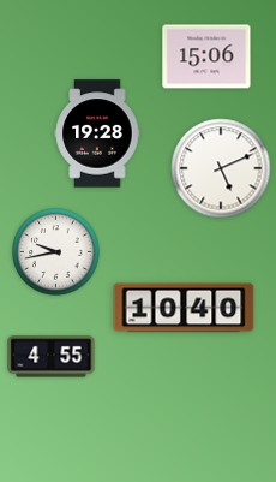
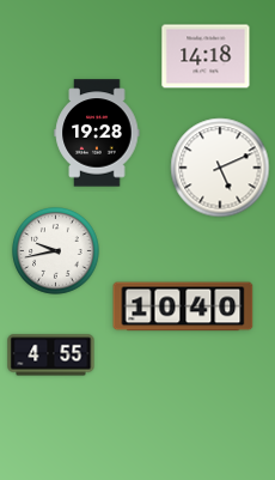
clock at (206, 56): 15:06 -> 14:18
